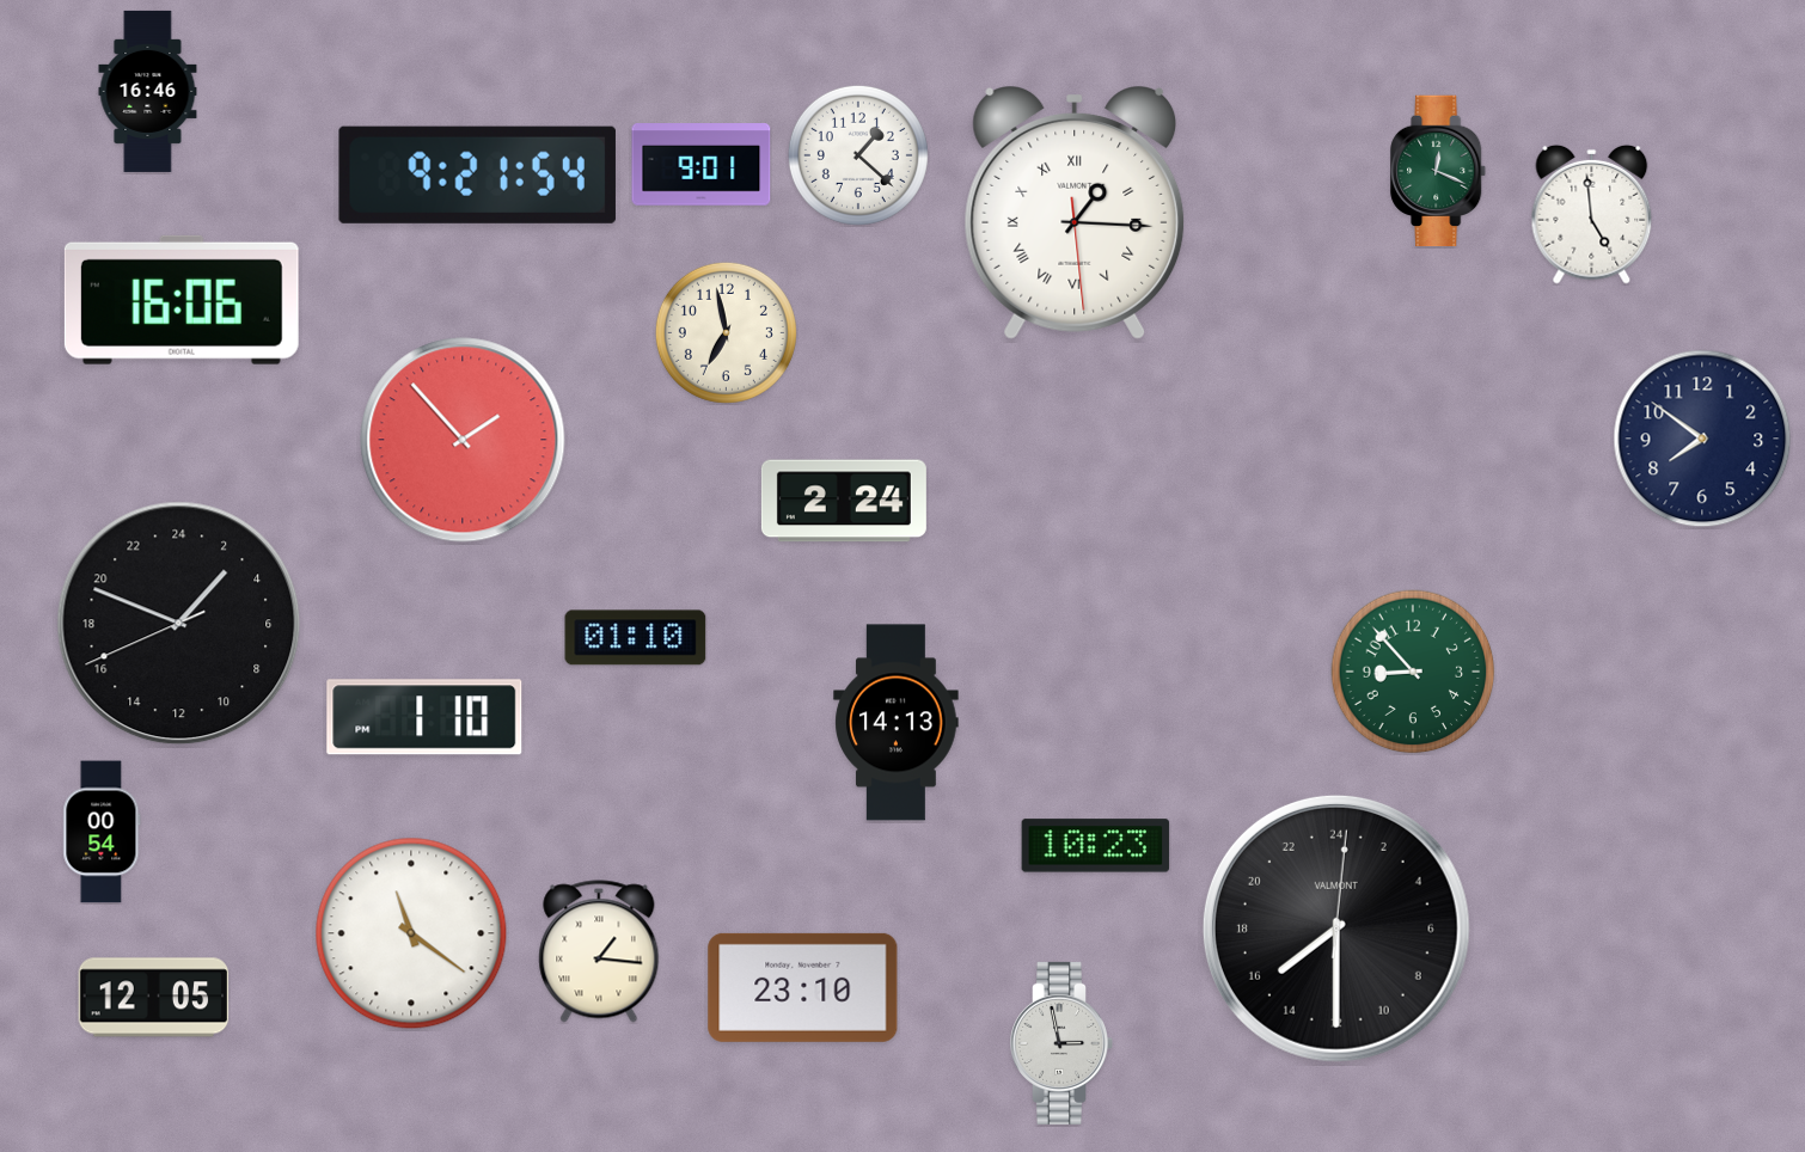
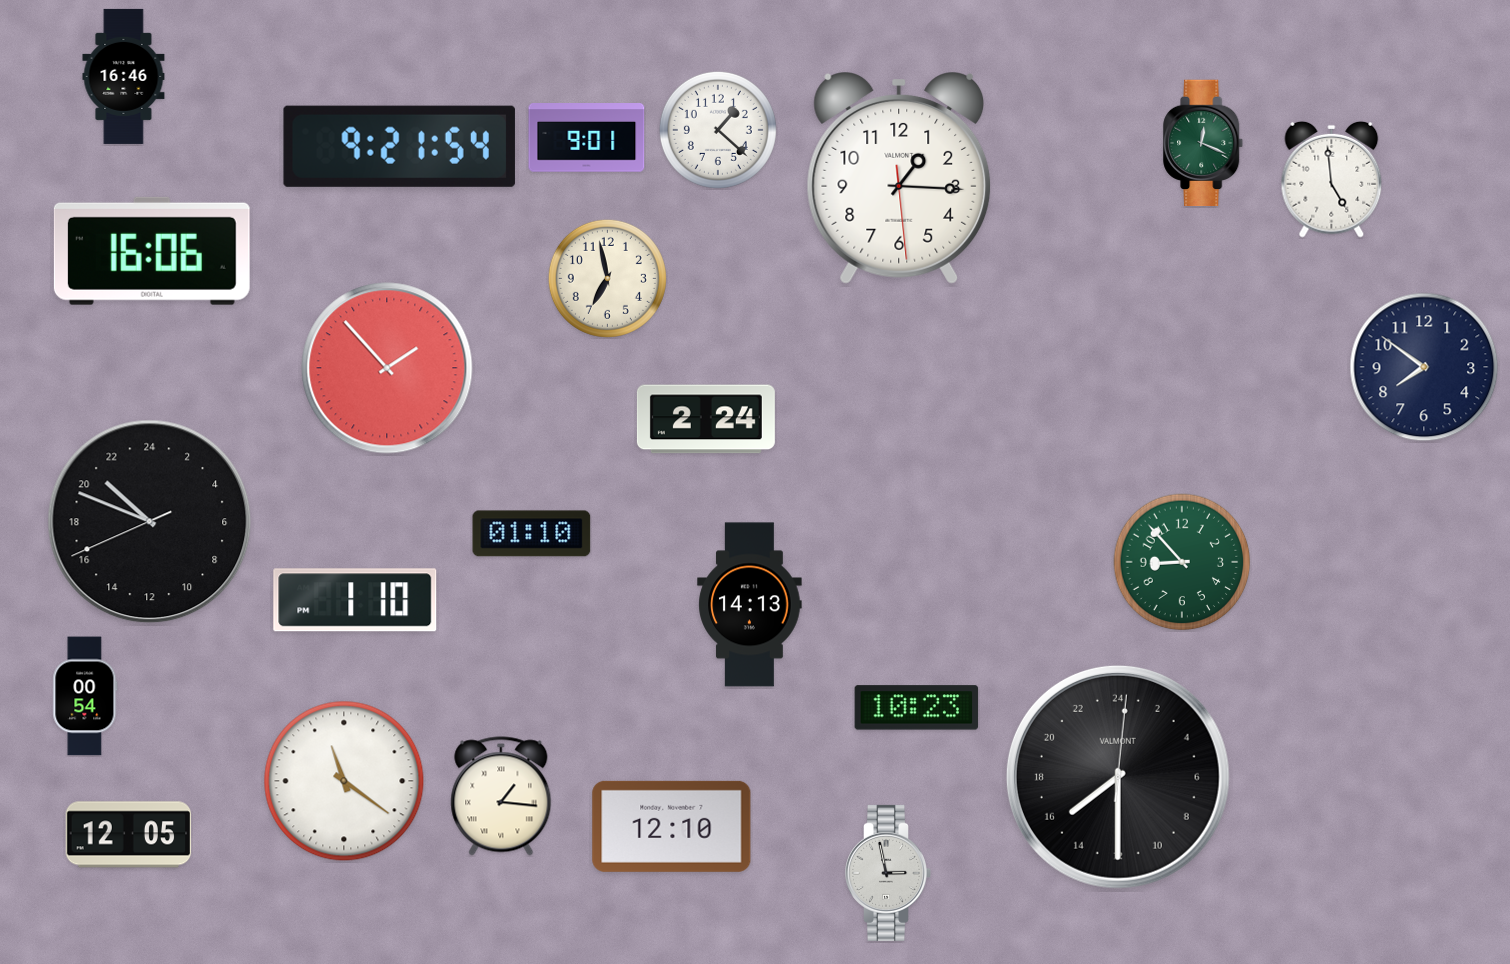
clock at (1075, 214) numerals: Roman -> Arabic
clock at (179, 624): 2:48 -> 20:48
clock at (803, 987): 23:10 -> 12:10
